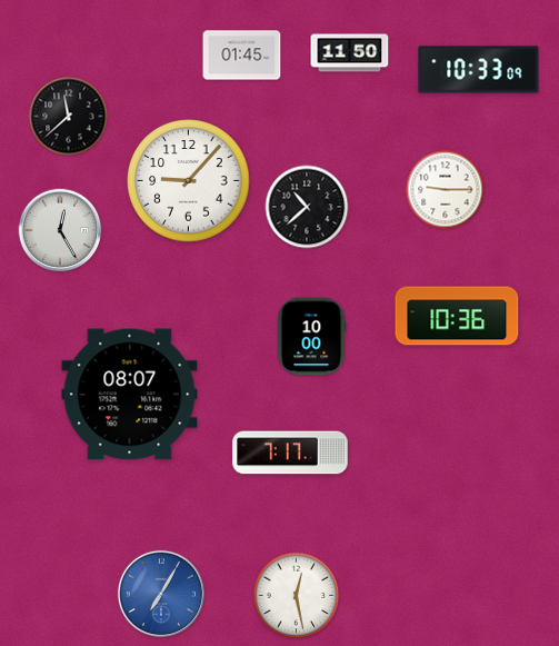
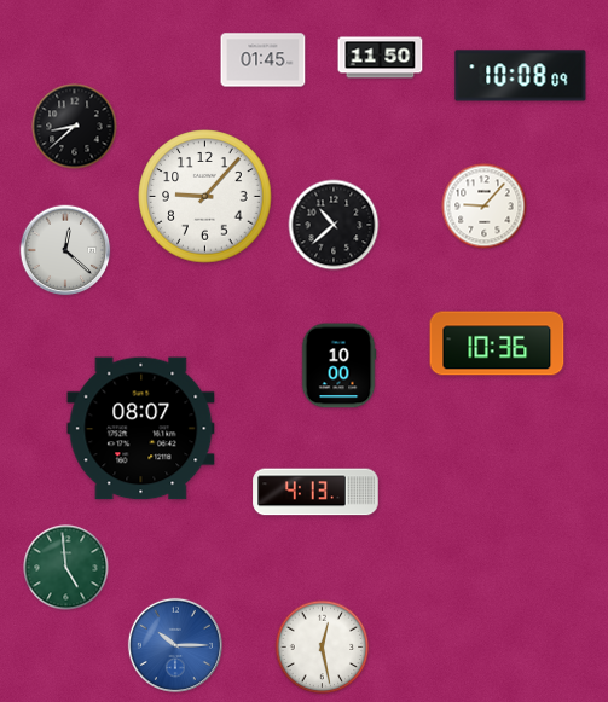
clock at (479, 70): 10:33 -> 10:08
clock at (69, 117): 11:38 -> 8:38
clock at (446, 190): 9:15 -> 9:07
clock at (60, 230): 12:25 -> 12:22
clock at (290, 453): 7:17 -> 4:13
clock at (66, 568): none -> 4:59
clock at (161, 594): 7:05 -> 10:15
